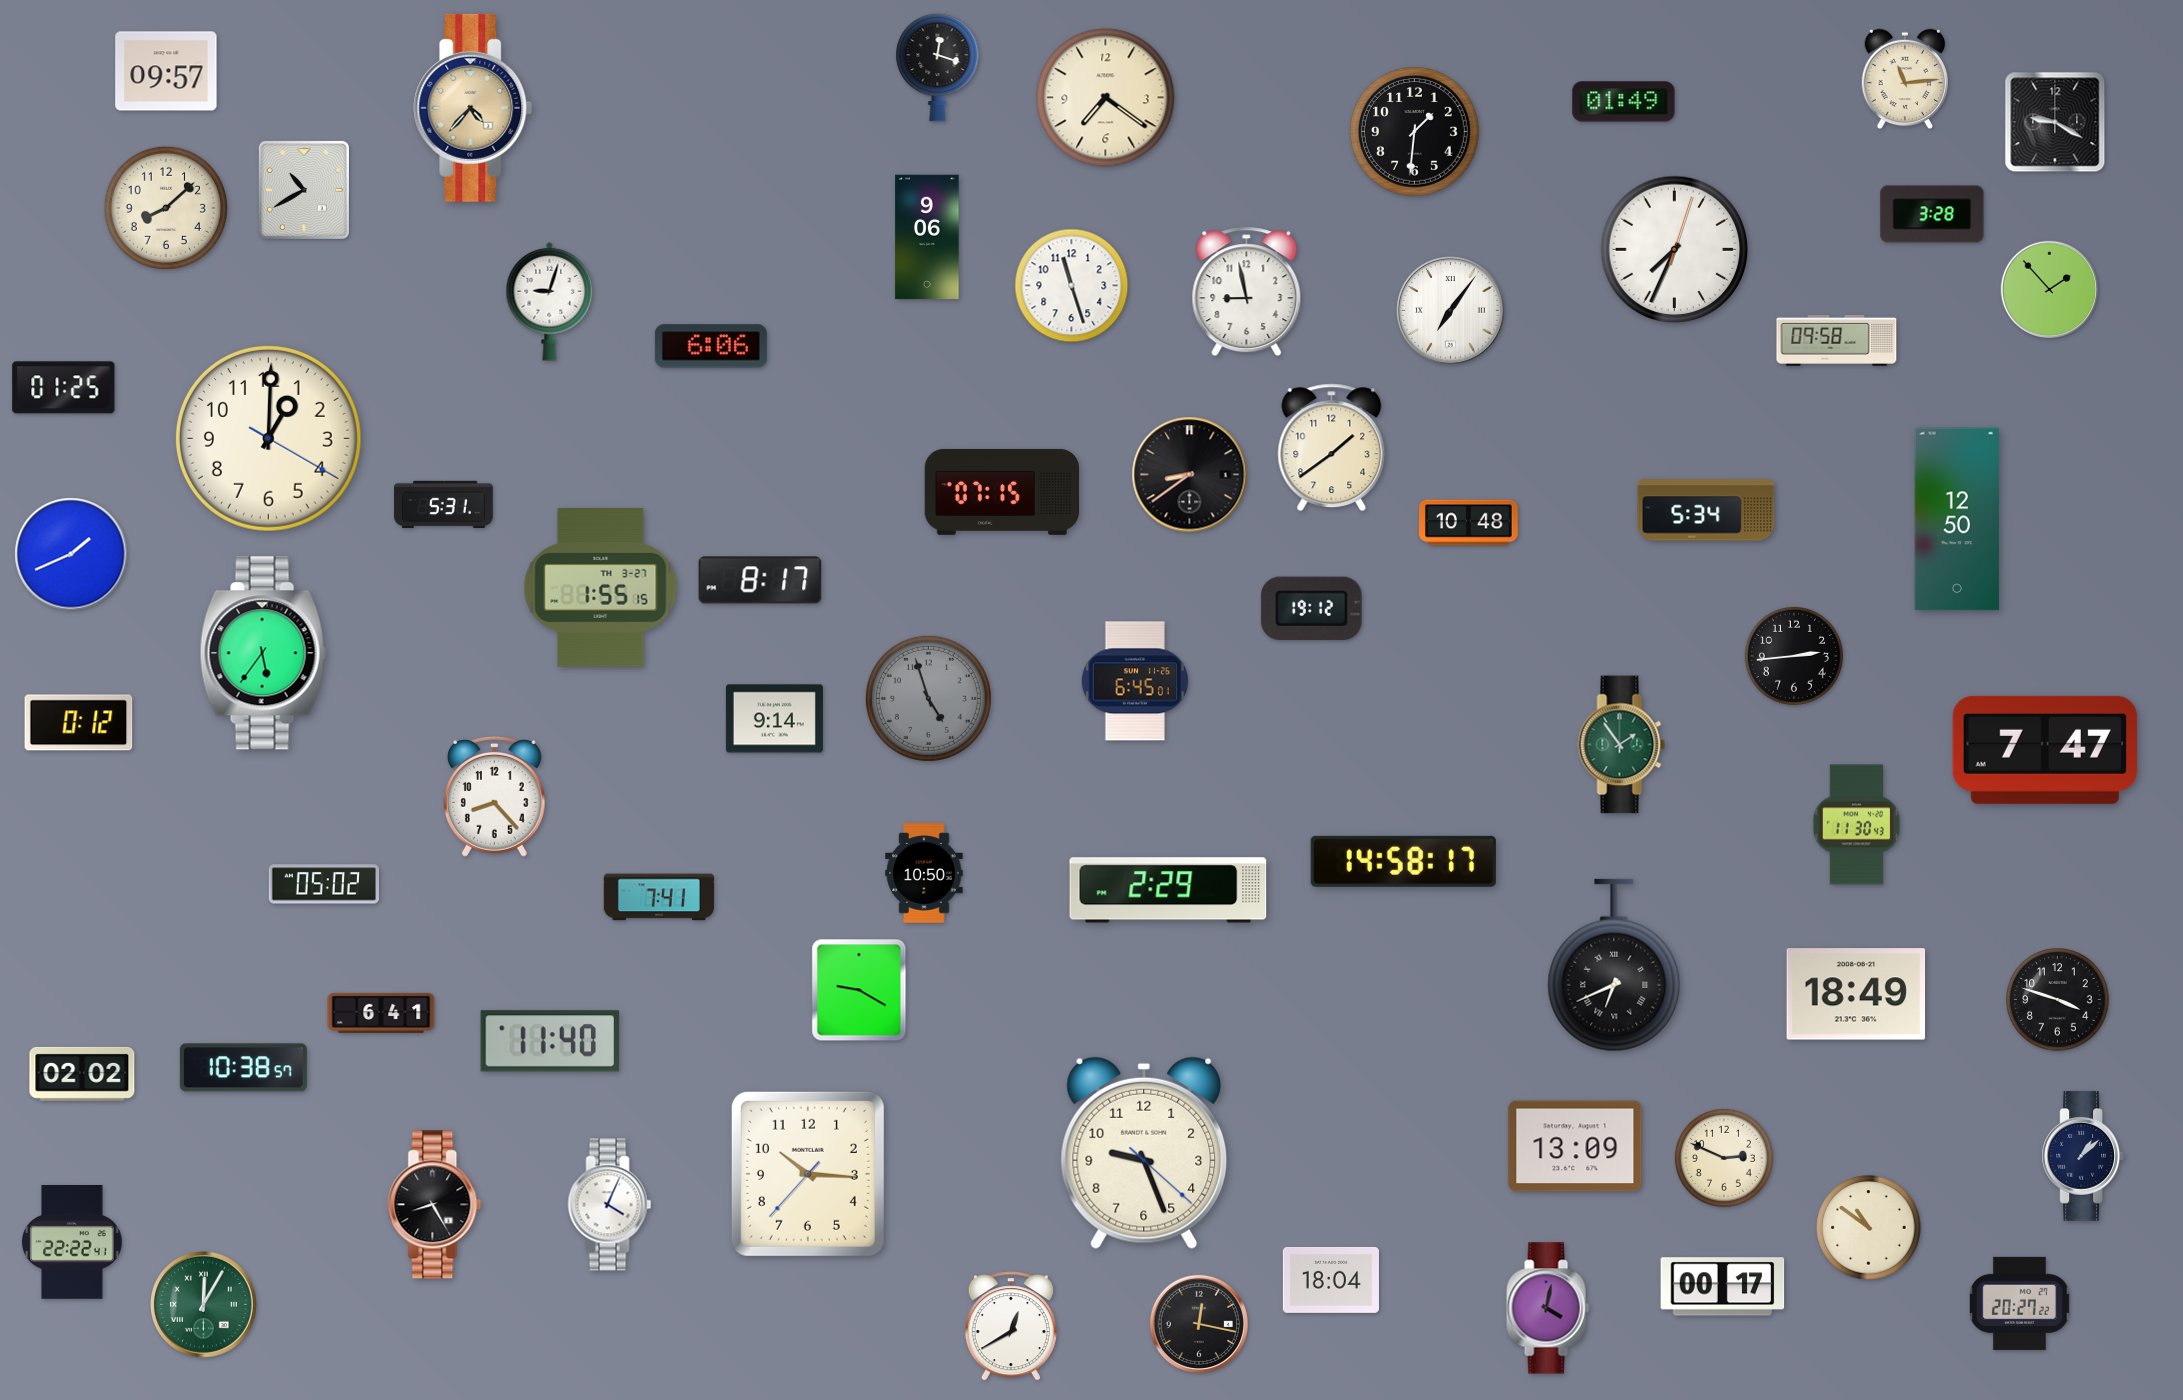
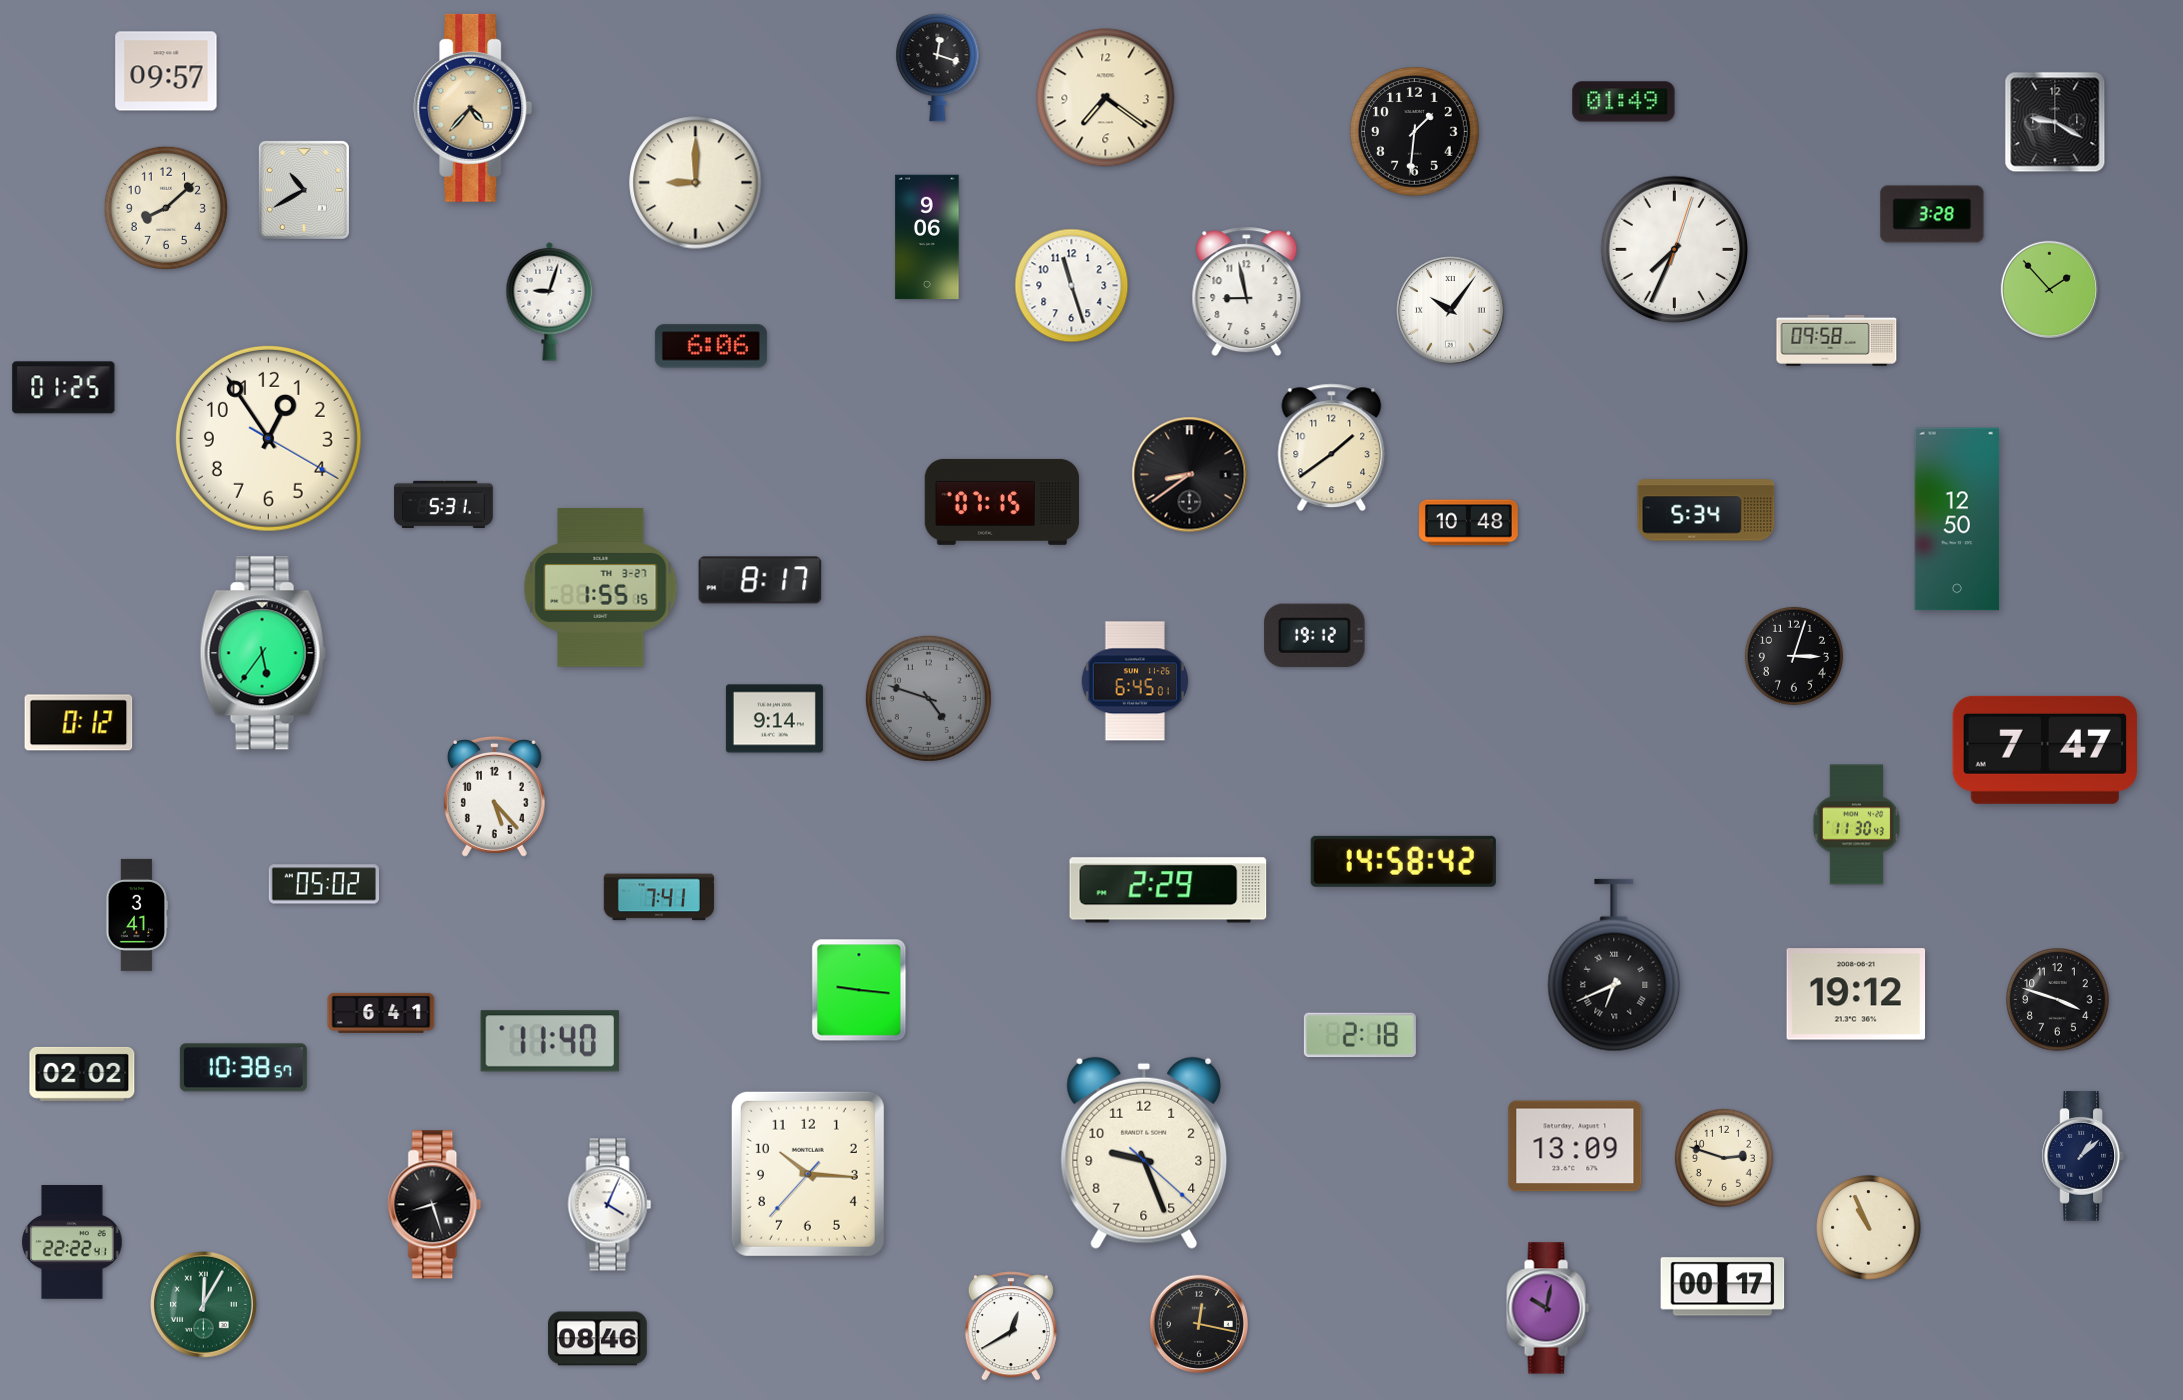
clock at (1905, 79): 11:14 -> none
clock at (696, 183): none -> 9:00
clock at (1451, 311): 7:06 -> 10:06
clock at (268, 438): 1:00 -> 12:54
clock at (1002, 492) position: (1002, 492) -> (1002, 502)
clock at (71, 554): 1:41 -> none
clock at (1312, 608) position: (1312, 608) -> (1315, 635)
clock at (1794, 656): 2:44 -> 3:03
clock at (928, 698): 4:57 -> 4:48
clock at (1622, 745): 1:54 -> none
clock at (494, 796): 8:23 -> 5:23
clock at (1403, 861): 14:58:17 -> 14:58:42
clock at (924, 873): 10:50 -> none
clock at (137, 915): none -> 3:41
clock at (859, 990): 9:20 -> 9:16
clock at (1856, 994): 18:49 -> 19:12
clock at (1360, 1035): none -> 2:18
clock at (1724, 1158): 2:49 -> 2:48
clock at (435, 1205): 8:25 -> 8:27
clock at (1869, 1228): 10:51 -> 10:56
clock at (1331, 1280): 18:04 -> none
clock at (2020, 1303): 20:27 -> none
clock at (1548, 1308): 4:02 -> 10:02
clock at (598, 1339): none -> 08:46
